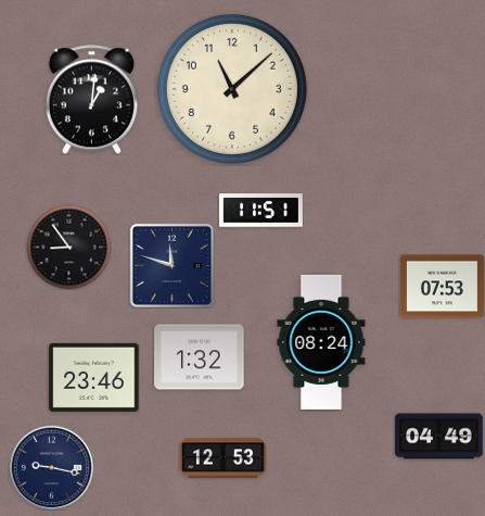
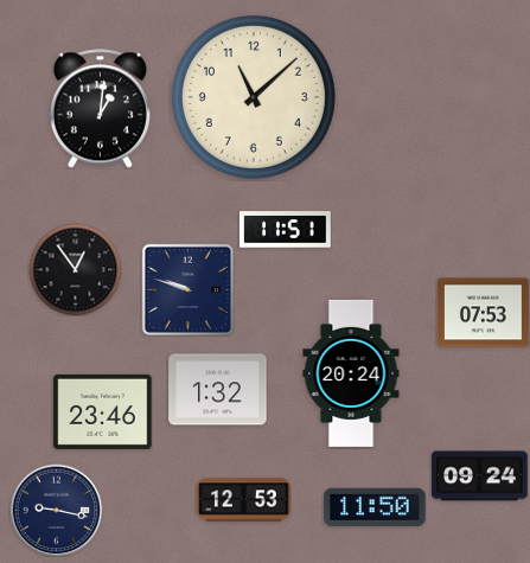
clock at (68, 247): 8:54 -> 12:54
clock at (171, 265): 11:48 -> 9:48
clock at (321, 342): 08:24 -> 20:24
clock at (439, 437): 04:49 -> 09:24
clock at (375, 507): none -> 11:50
